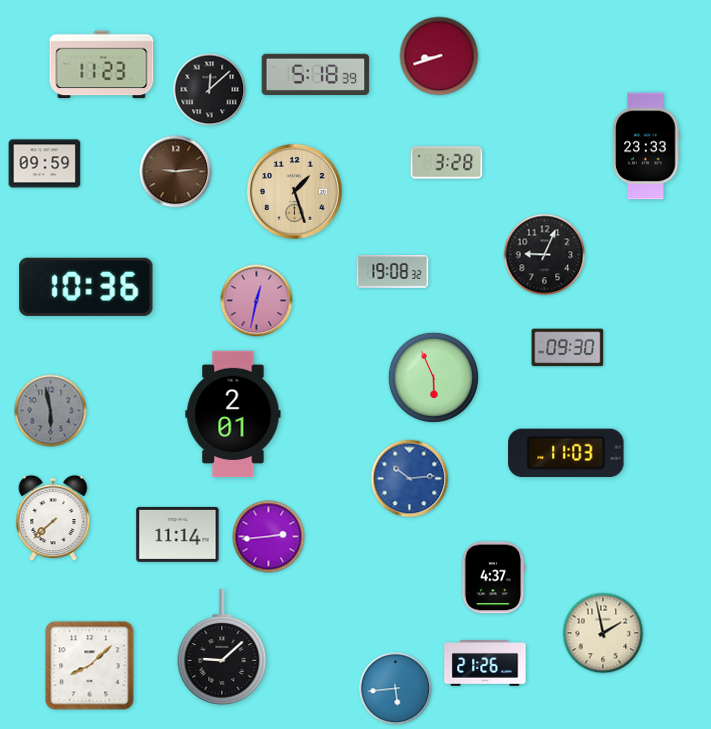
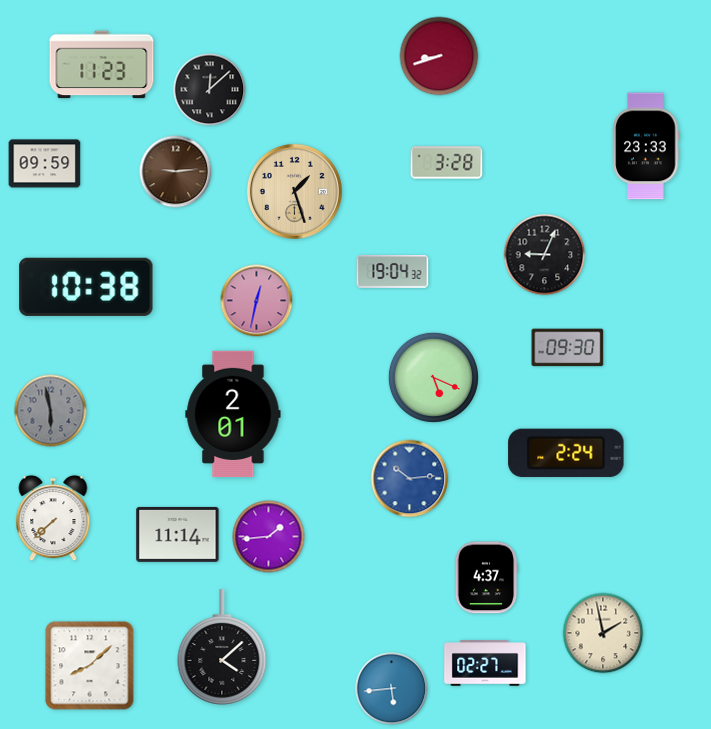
clock at (316, 75): 5:18 -> none
clock at (393, 272): 19:08 -> 19:04
clock at (86, 287): 10:36 -> 10:38
clock at (433, 377): 5:56 -> 5:19
clock at (566, 453): 11:03 -> 2:24
clock at (269, 537): 2:44 -> 1:44
clock at (493, 578) position: (493, 578) -> (486, 578)
clock at (222, 647): 9:08 -> 4:08
clock at (485, 664): 21:26 -> 02:27
clock at (396, 689) position: (396, 689) -> (392, 689)
